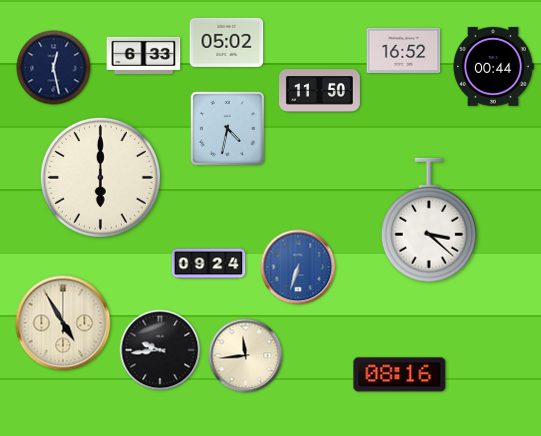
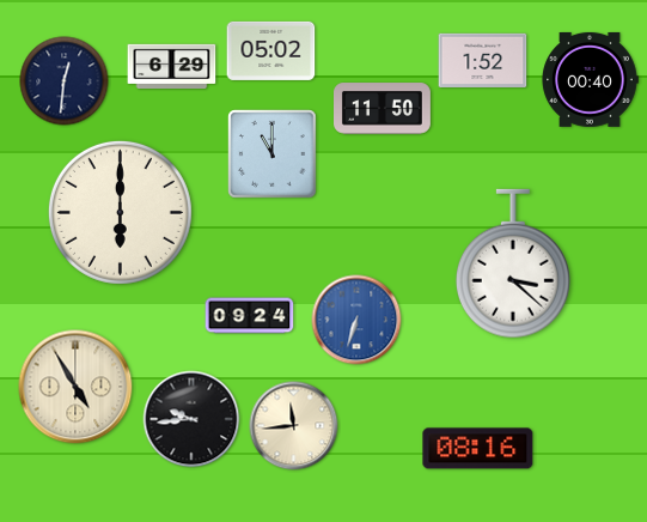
clock at (404, 50): 16:52 -> 1:52
clock at (144, 55): 6:33 -> 6:29
clock at (493, 67): 00:44 -> 00:40
clock at (54, 68): 12:28 -> 12:31
clock at (228, 129): 4:32 -> 11:00
